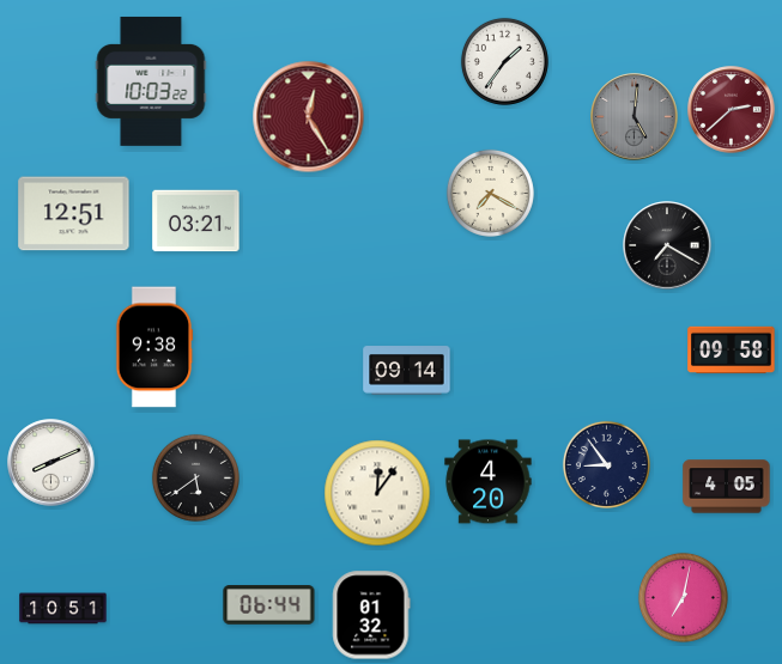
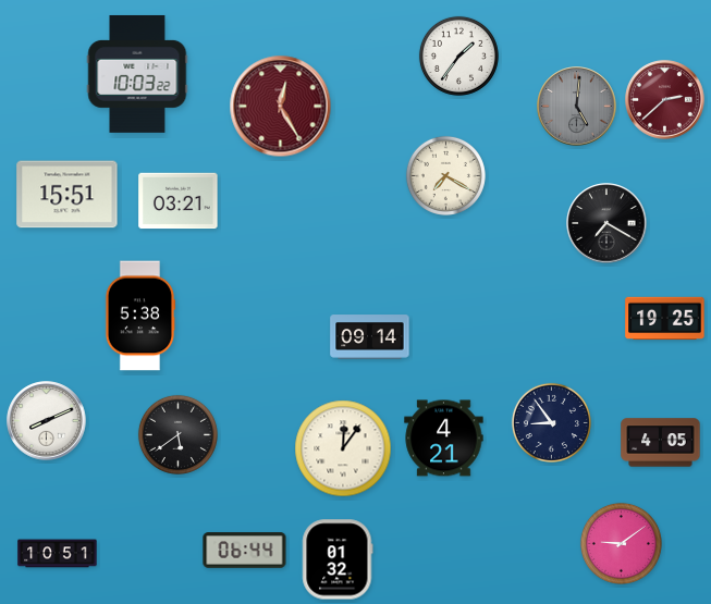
clock at (74, 214): 12:51 -> 15:51
clock at (154, 347): 9:38 -> 5:38
clock at (732, 351): 09:58 -> 19:25
clock at (489, 482): 4:20 -> 4:21
clock at (683, 597): 7:02 -> 9:09
